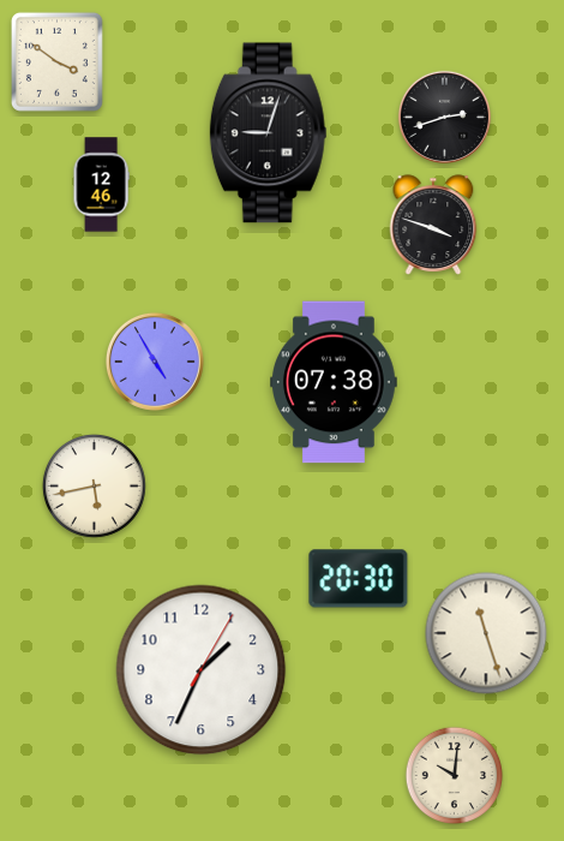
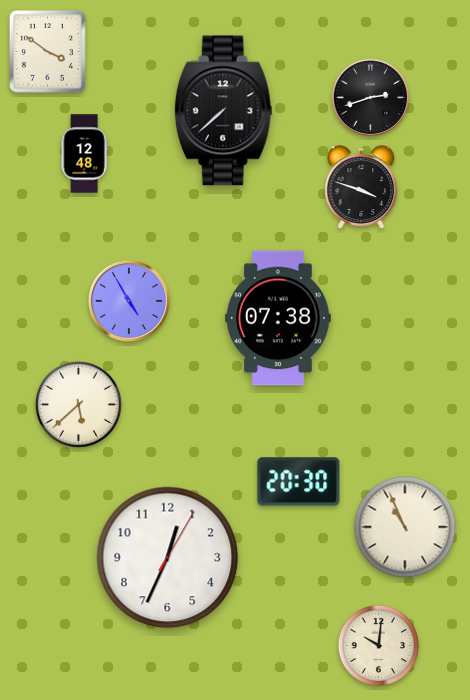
clock at (268, 133): 9:03 -> 7:38
clock at (101, 185): 12:46 -> 12:48
clock at (94, 485): 5:43 -> 5:38
clock at (486, 633): 11:27 -> 10:56
clock at (202, 670): 1:34 -> 12:34
